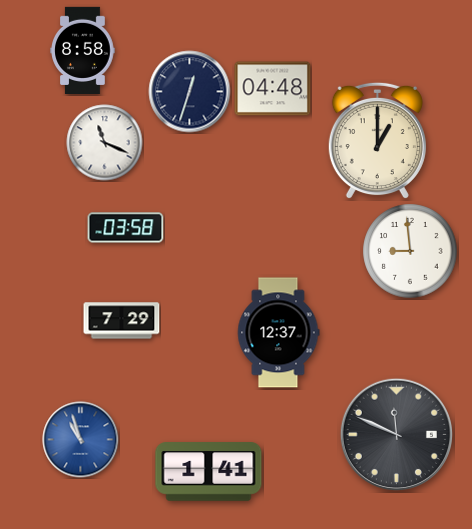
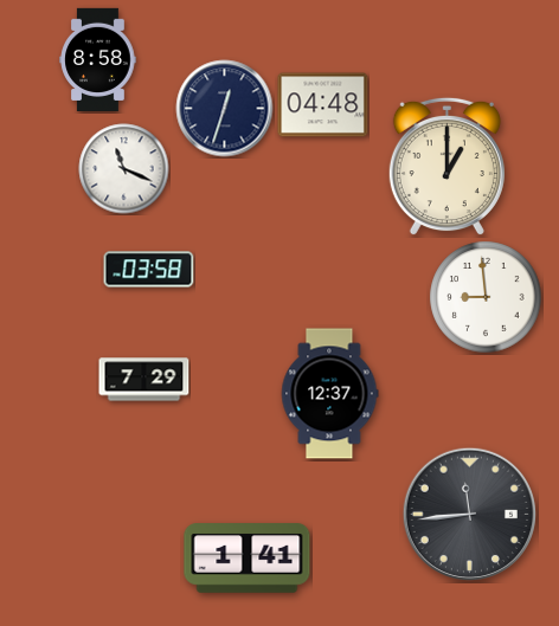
clock at (396, 434): 11:49 -> 11:44
clock at (81, 440): 10:57 -> none
